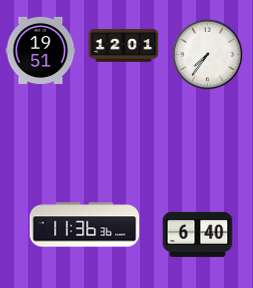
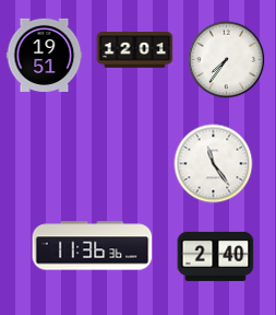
clock at (214, 164): none -> 11:24
clock at (198, 234): 6:40 -> 2:40
